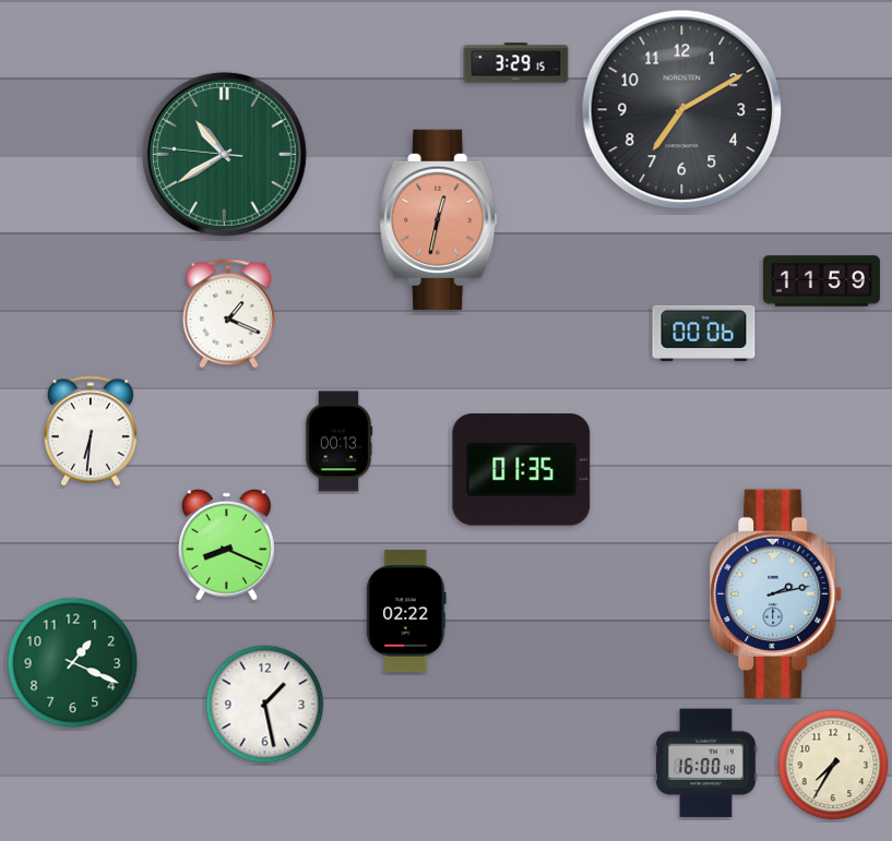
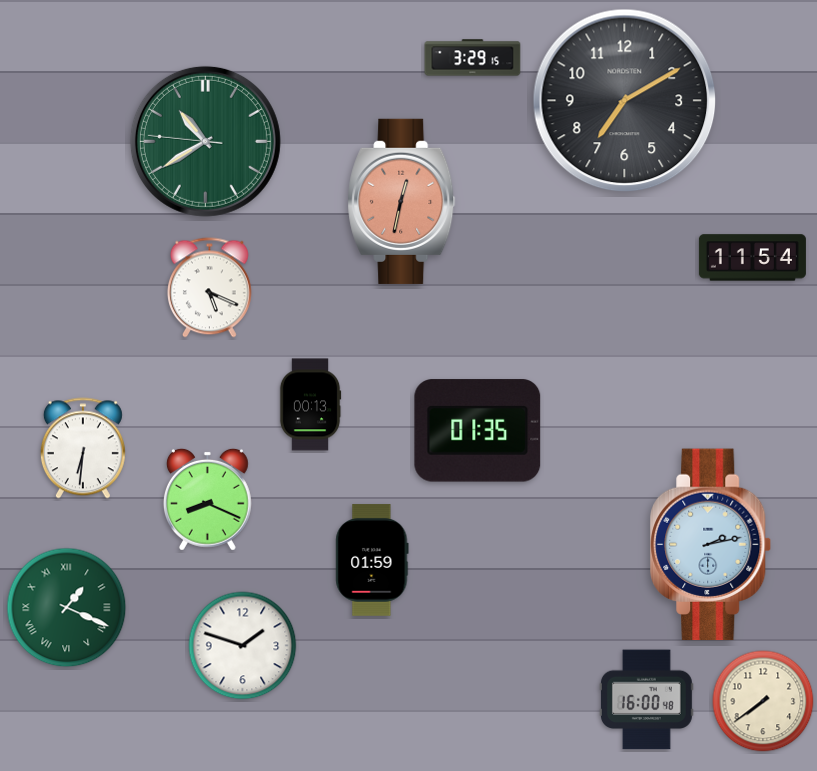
clock at (821, 281): 11:59 -> 11:54
clock at (228, 314): 1:19 -> 5:19
clock at (704, 333): 00:06 -> none
clock at (91, 431) position: (91, 431) -> (83, 448)
clock at (406, 611): 02:22 -> 01:59
clock at (73, 663) numerals: Arabic -> Roman
clock at (265, 705): 1:28 -> 1:48
clock at (833, 765): 7:35 -> 7:39
